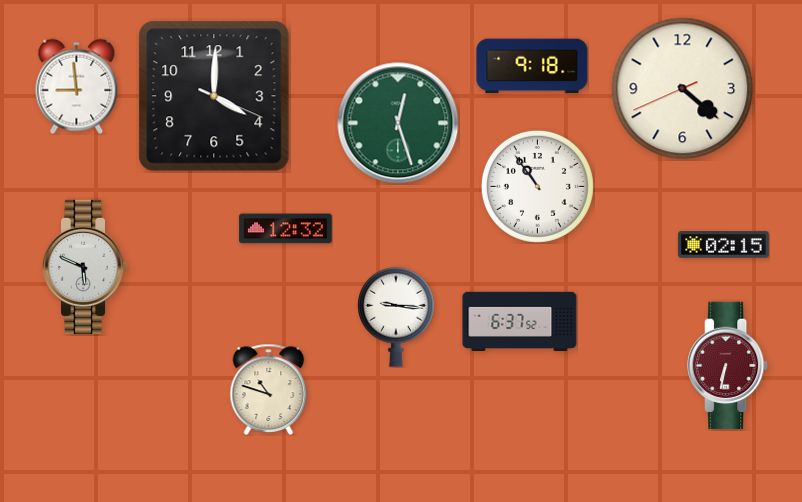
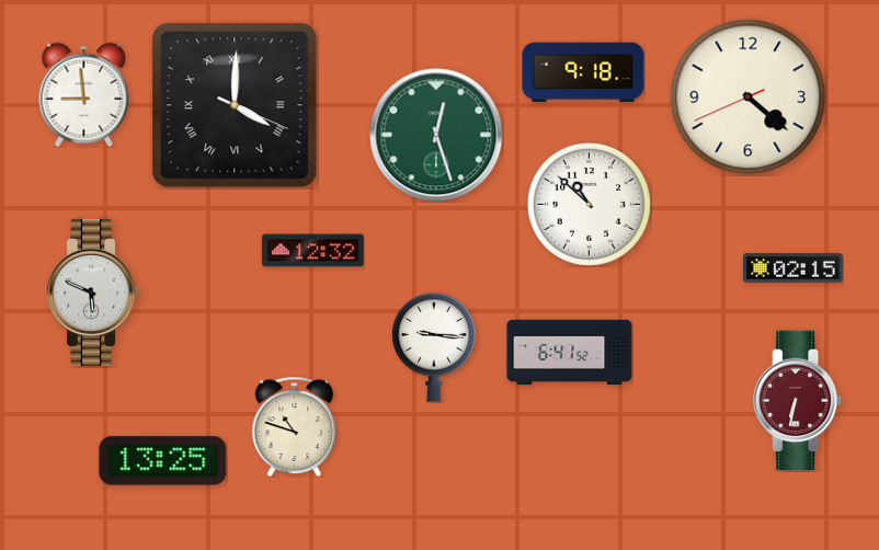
clock at (214, 96) numerals: Arabic -> Roman
clock at (537, 186): 10:54 -> 10:52
clock at (520, 322): 6:37 -> 6:41
clock at (163, 461): none -> 13:25
